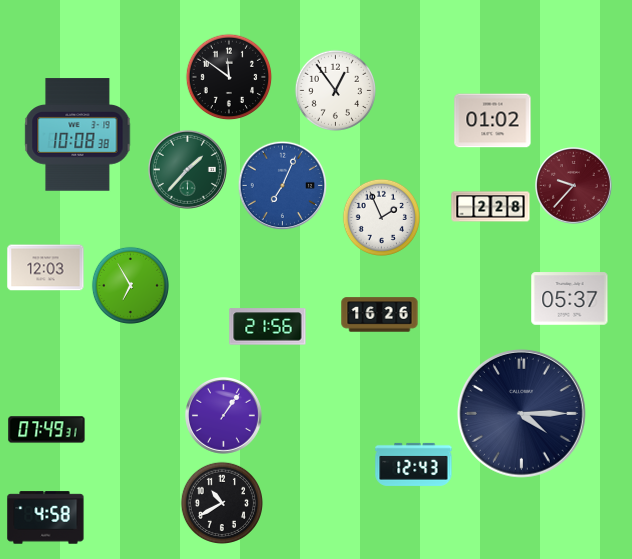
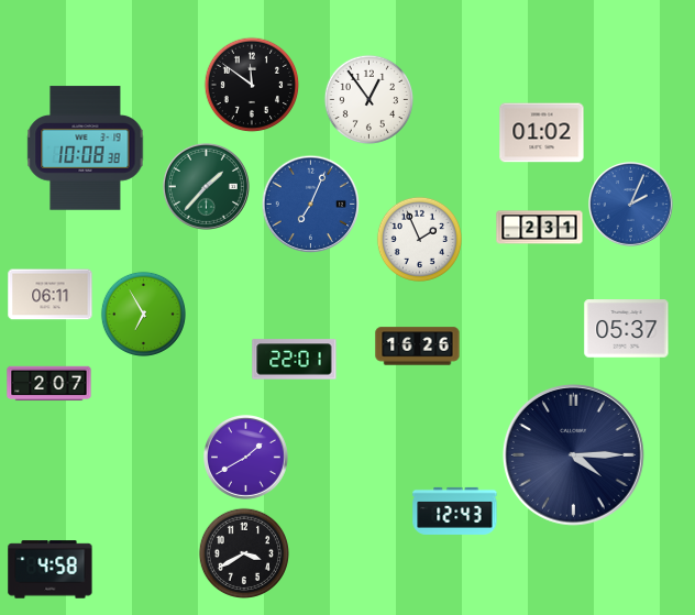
clock at (574, 186): 9:37 -> 2:04
clock at (574, 186) dial: burgundy -> blue
clock at (491, 207): 2:28 -> 2:31
clock at (46, 268): 12:03 -> 06:11
clock at (268, 327): 21:56 -> 22:01
clock at (49, 384): none -> 2:07
clock at (224, 416): 1:06 -> 1:40
clock at (47, 430): 07:49 -> none
clock at (221, 502): 10:40 -> 3:40
